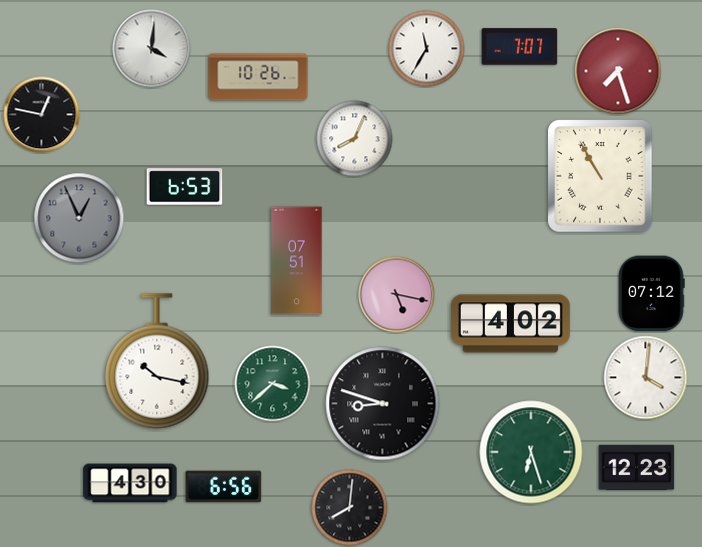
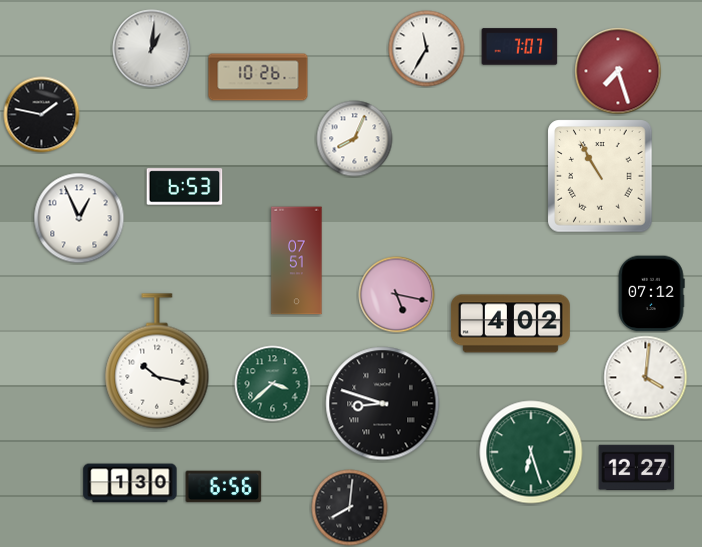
clock at (152, 49): 4:01 -> 1:01
clock at (42, 115): 12:47 -> 1:47
clock at (79, 218) dial: grey -> white
clock at (637, 467): 12:23 -> 12:27
clock at (130, 483): 4:30 -> 1:30
